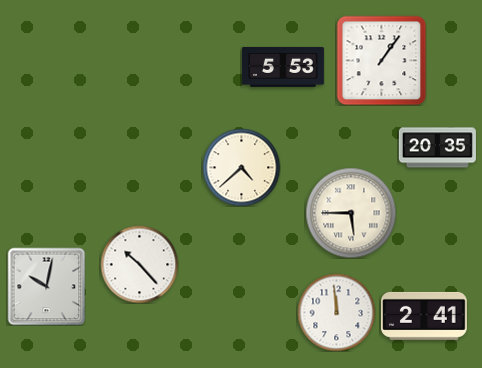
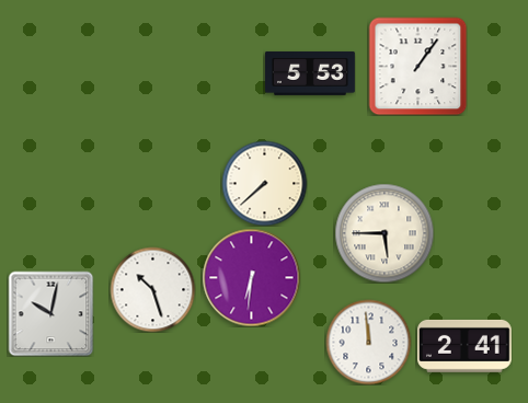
clock at (437, 148): 20:35 -> none
clock at (241, 167): 4:38 -> 7:38
clock at (251, 277): none -> 6:31
clock at (139, 264): 10:23 -> 10:27
